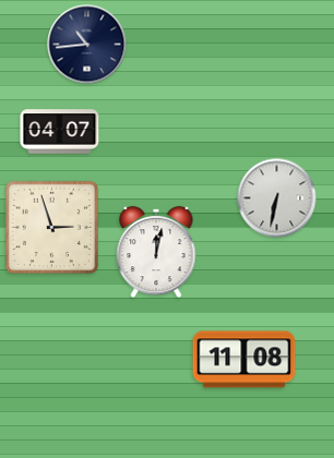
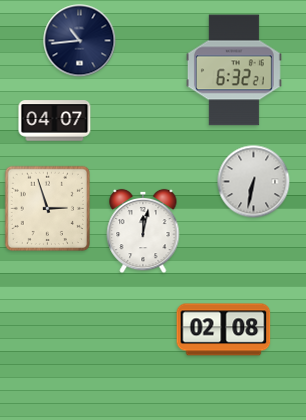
clock at (234, 70): none -> 6:32
clock at (244, 360): 11:08 -> 02:08
